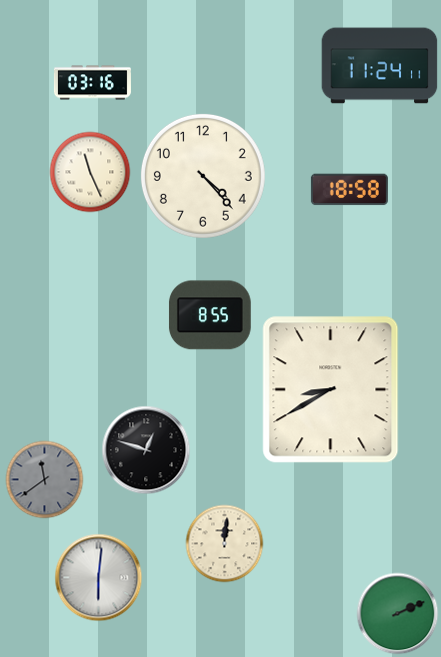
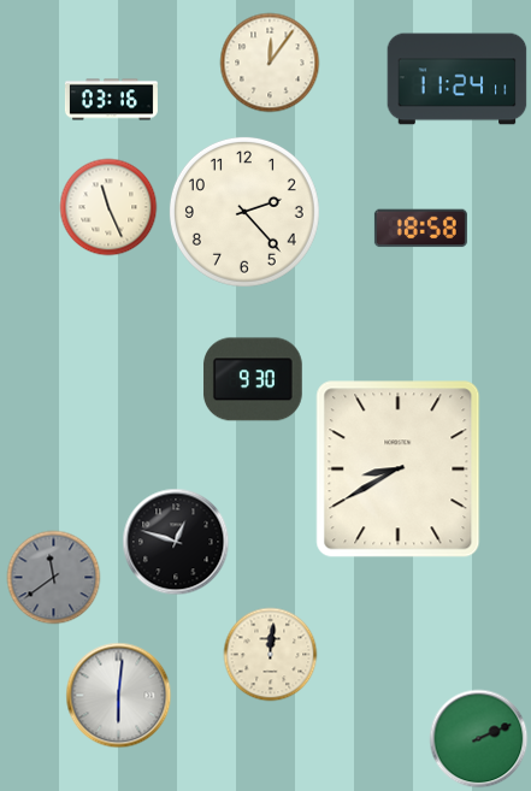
clock at (270, 63): none -> 12:06
clock at (203, 176): 4:23 -> 2:23
clock at (210, 315): 8:55 -> 9:30
